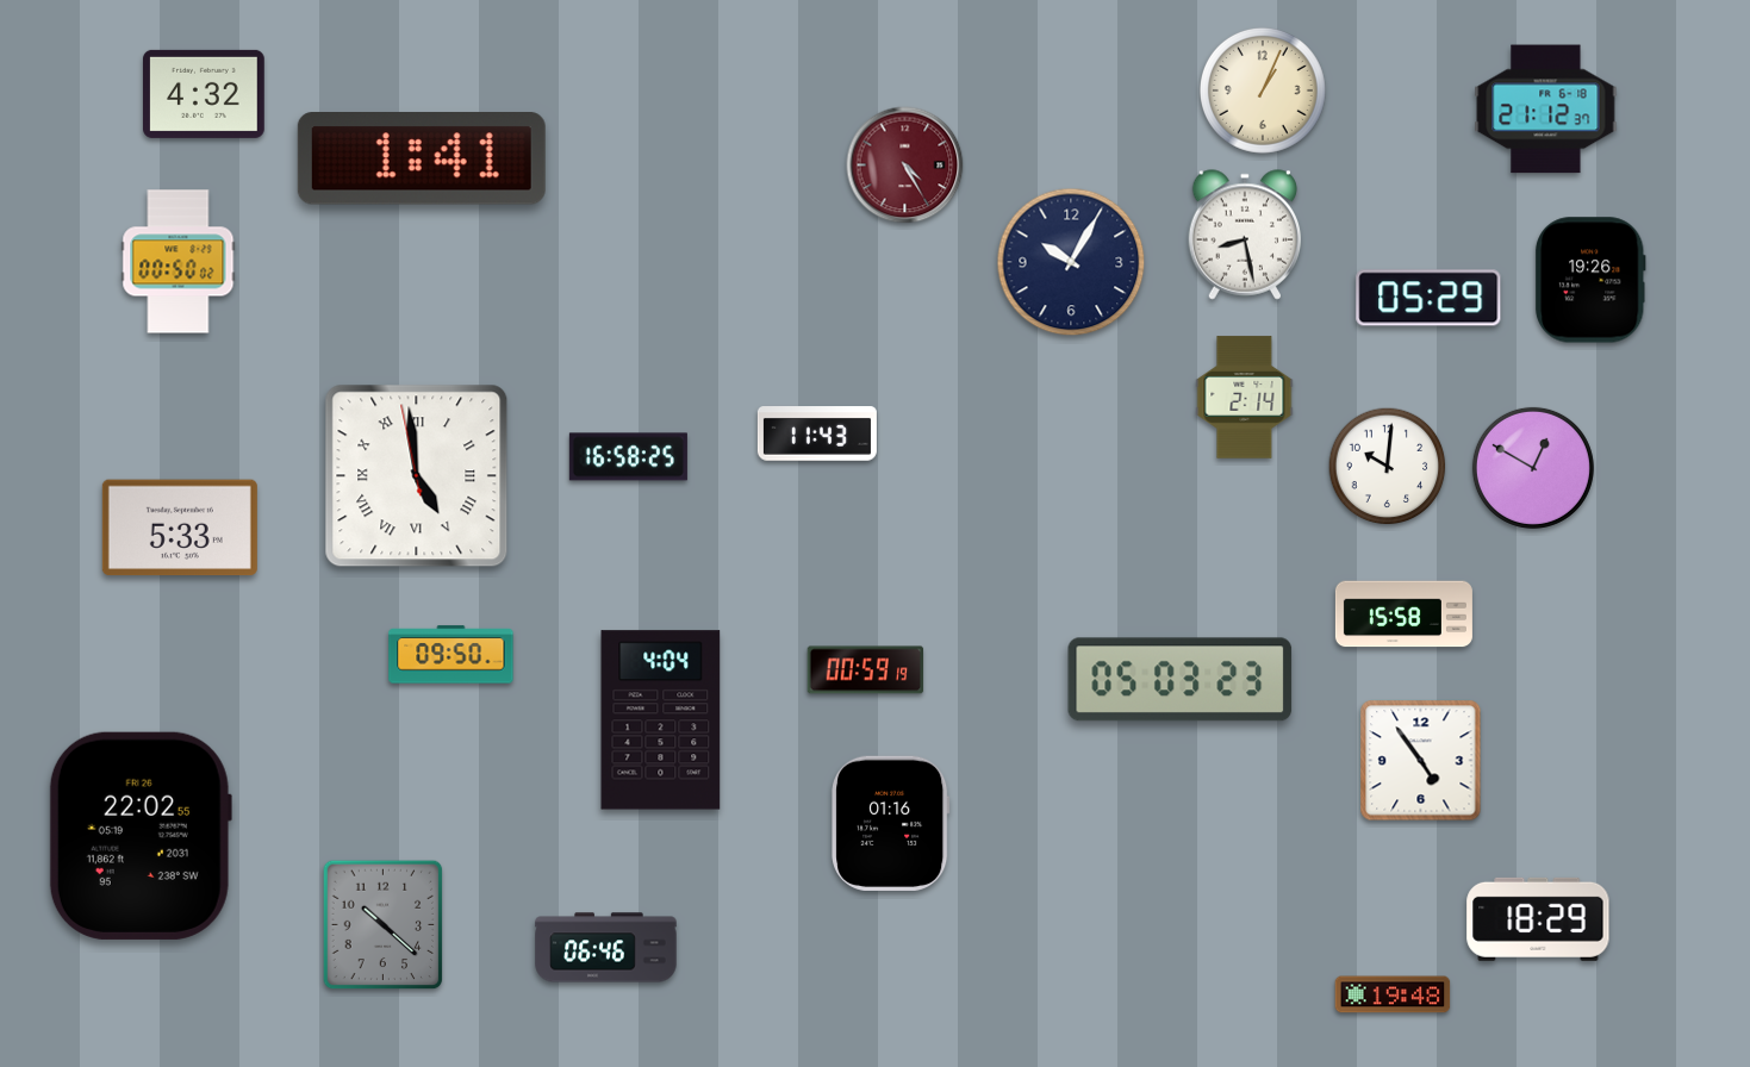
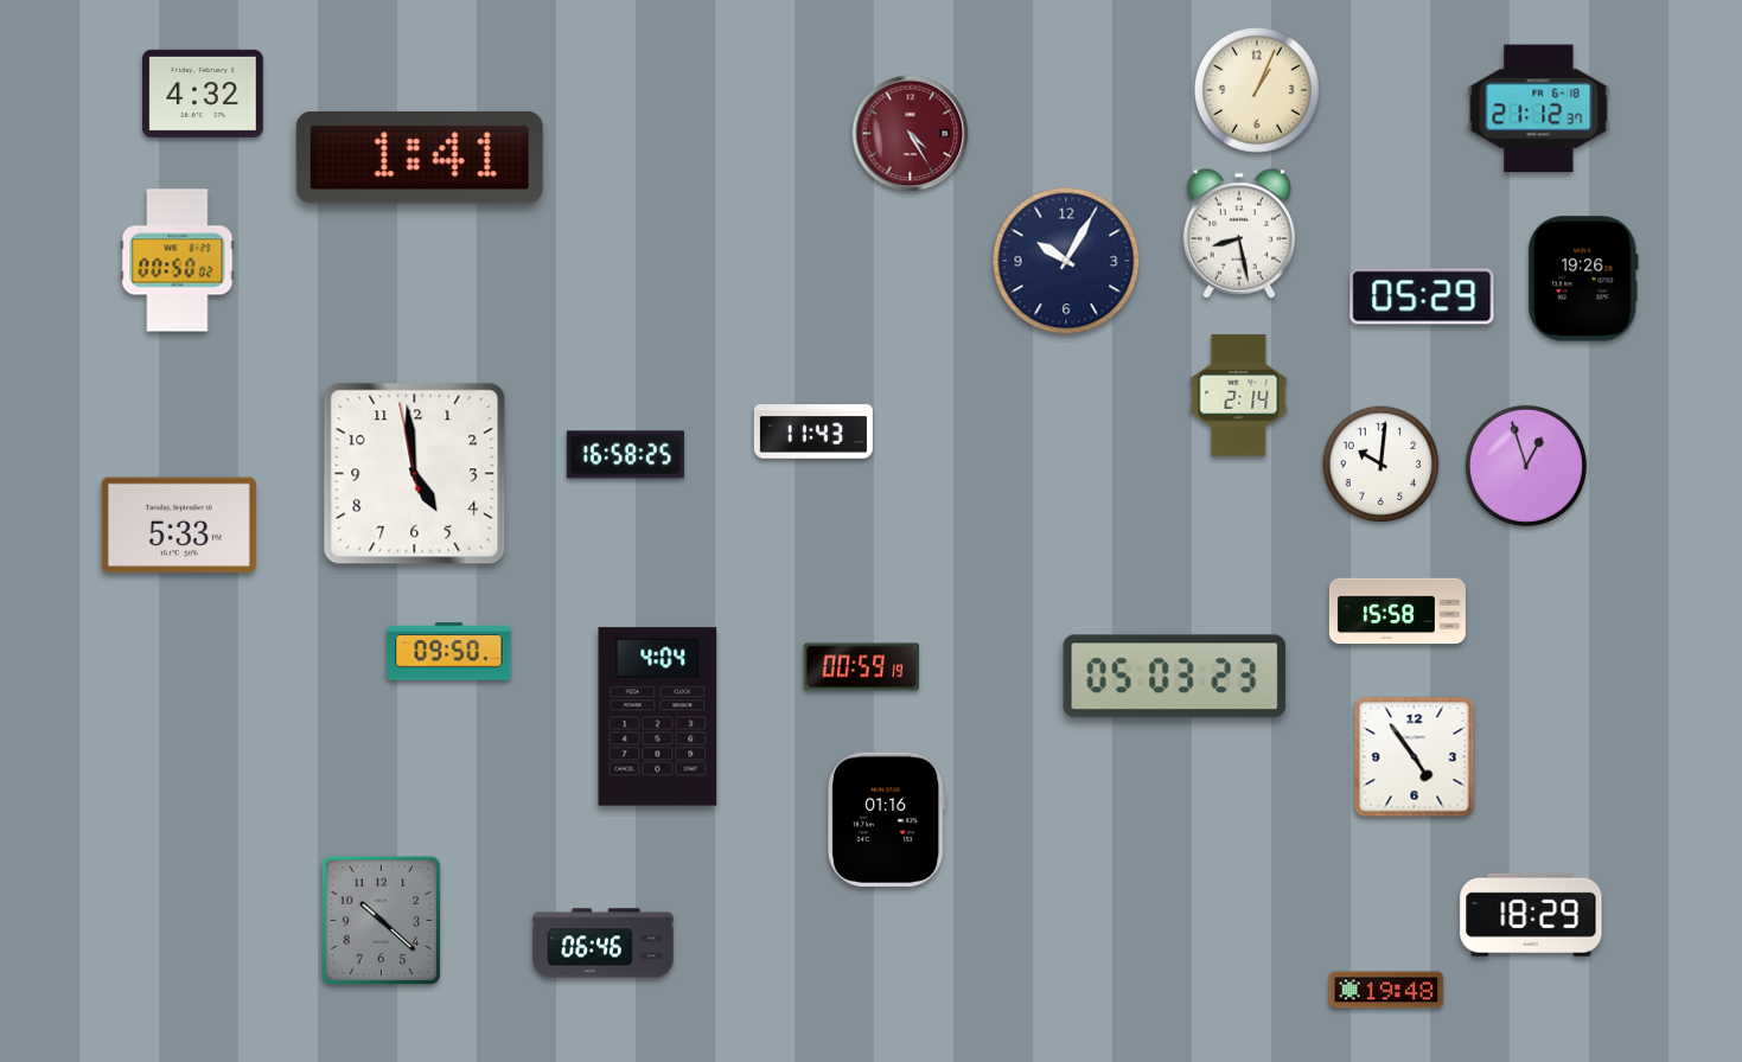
clock at (905, 166) position: (905, 166) -> (911, 134)
clock at (1533, 468): 12:50 -> 12:57
clock at (417, 476) numerals: Roman -> Arabic
clock at (141, 836): 22:02 -> none
